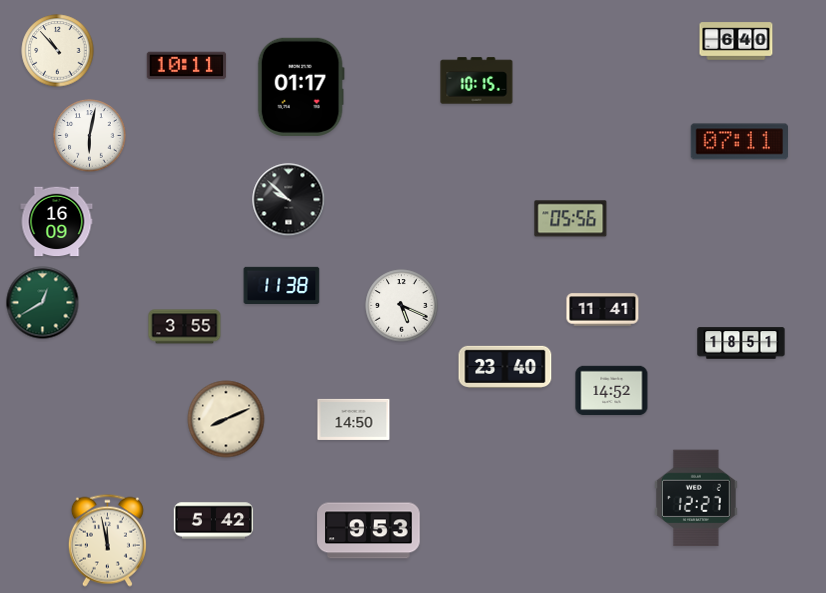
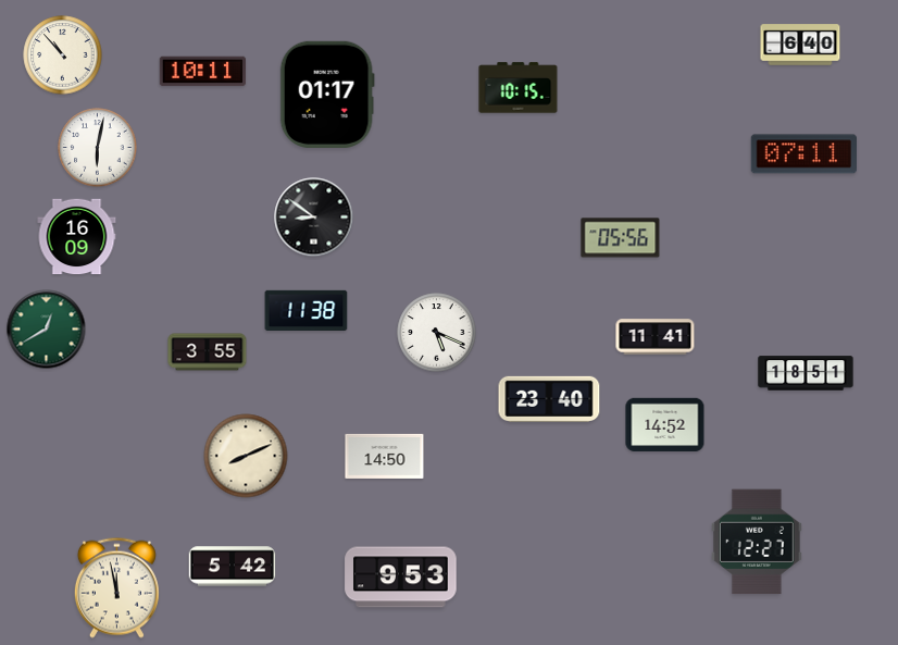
clock at (289, 200): 9:52 -> 8:51
clock at (57, 222) position: (57, 222) -> (77, 237)
clock at (185, 327) position: (185, 327) -> (208, 352)
